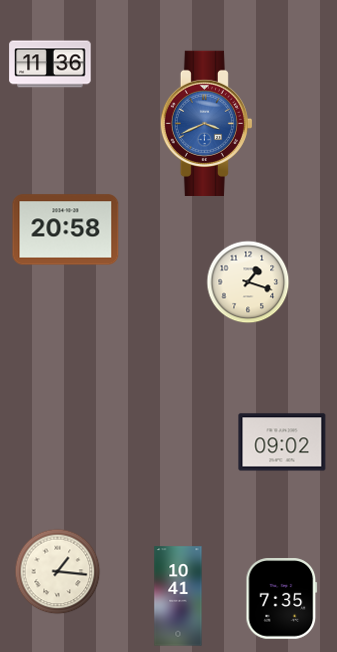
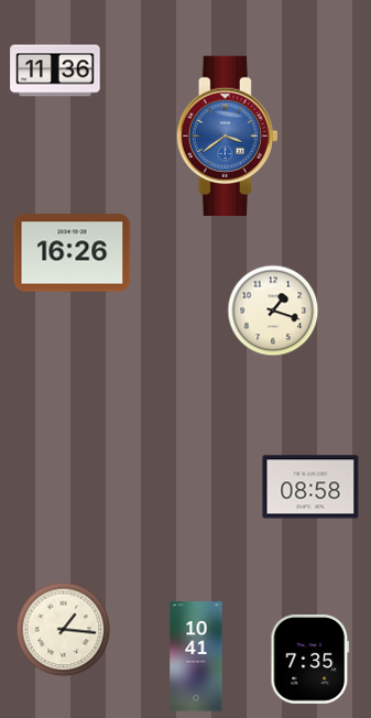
clock at (206, 123): 3:41 -> 3:39
clock at (66, 230): 20:58 -> 16:26
clock at (282, 442): 09:02 -> 08:58
